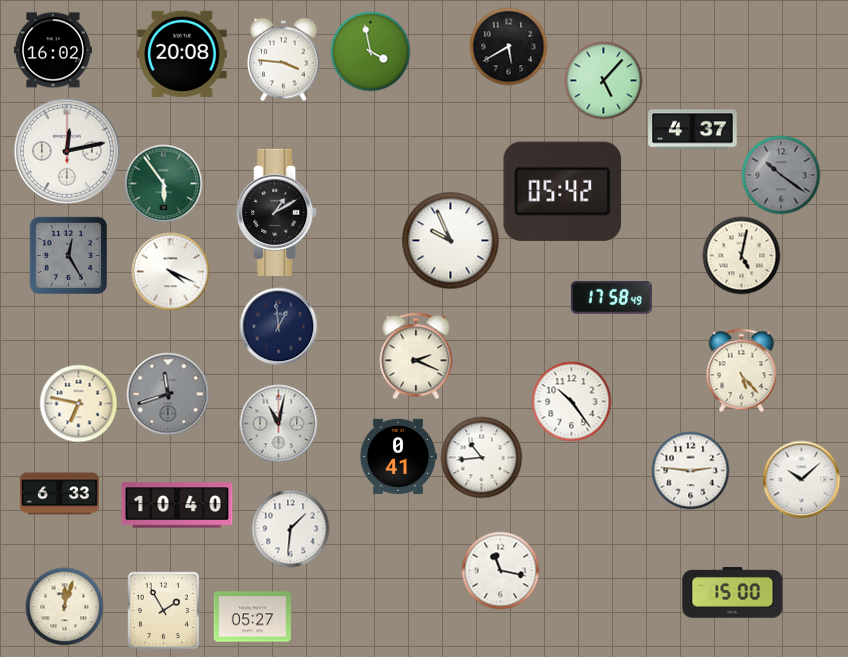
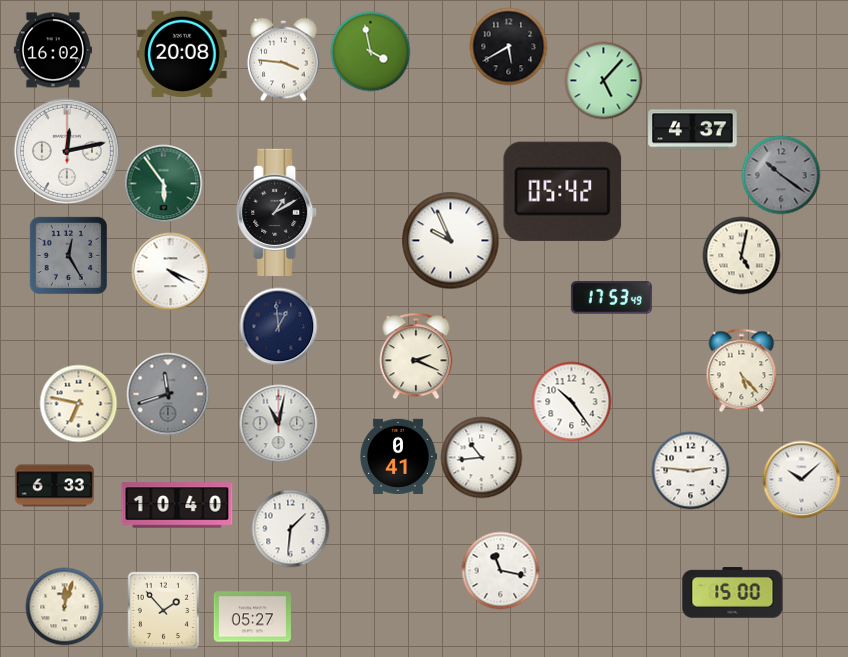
clock at (611, 298): 17:58 -> 17:53
clock at (59, 494) position: (59, 494) -> (54, 486)
clock at (164, 610): 1:55 -> 1:53
